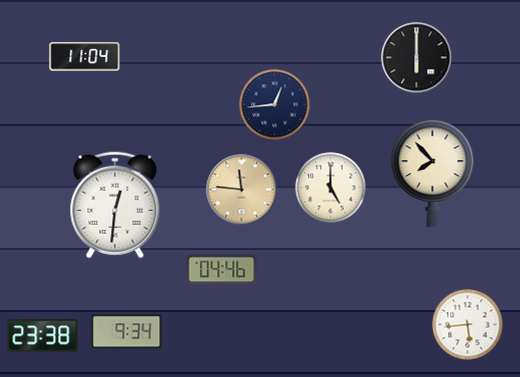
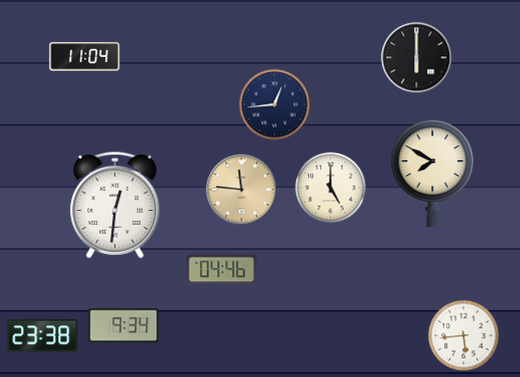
clock at (433, 173): 7:53 -> 7:50
clock at (468, 325) position: (468, 325) -> (464, 336)
clock at (127, 332) position: (127, 332) -> (124, 326)
